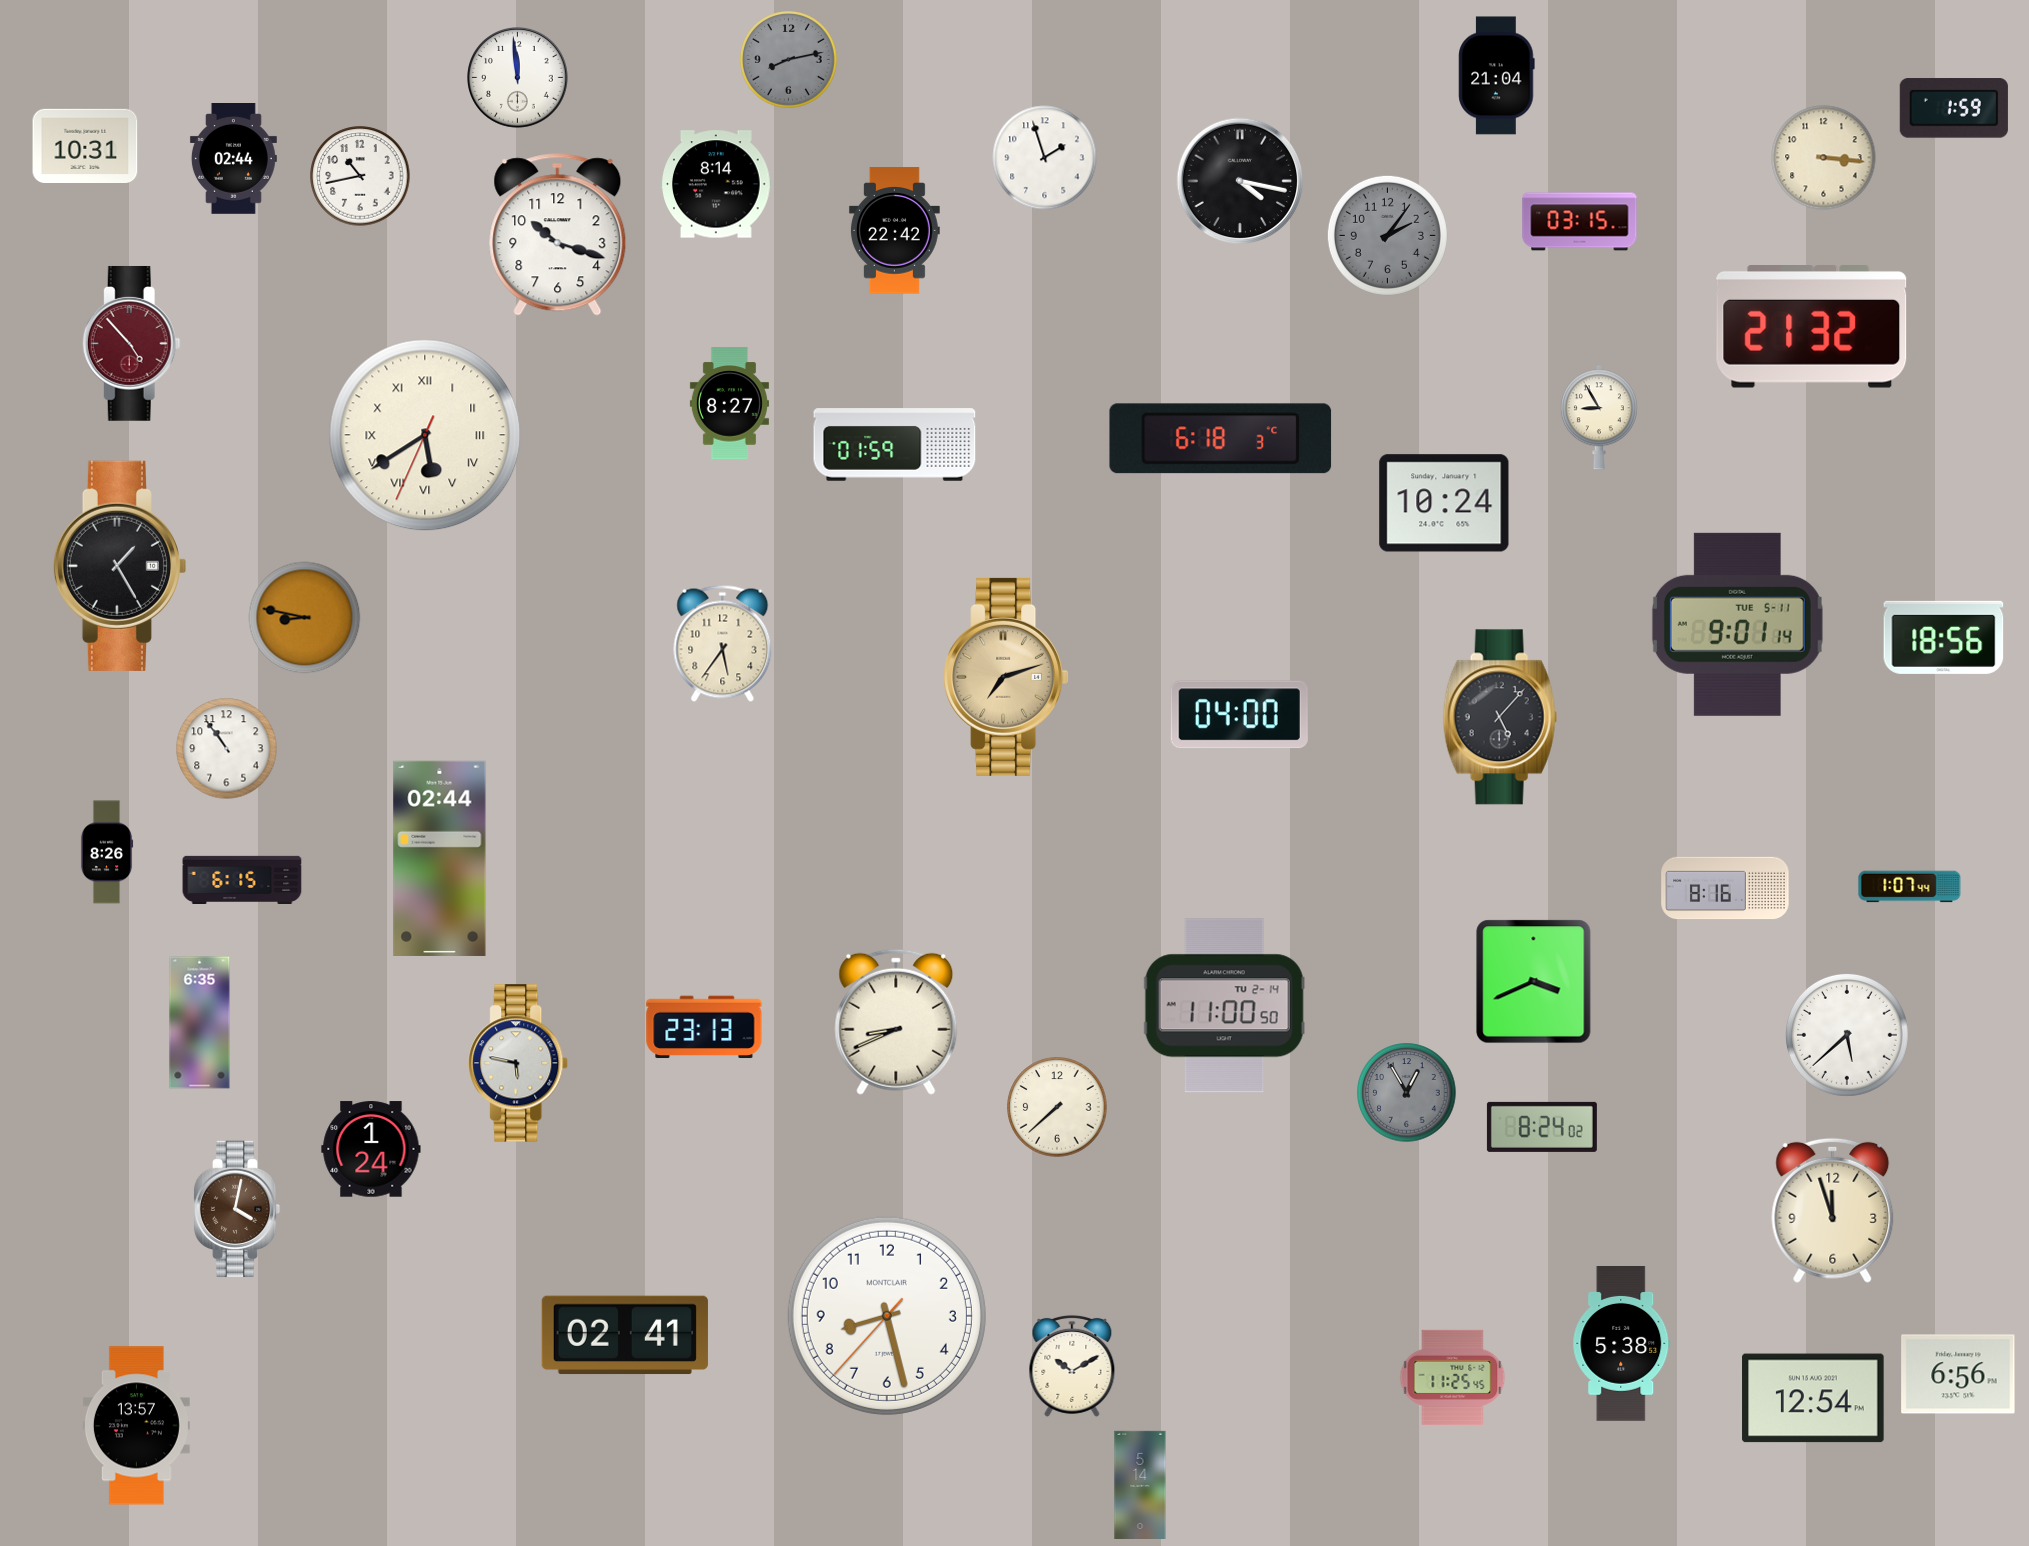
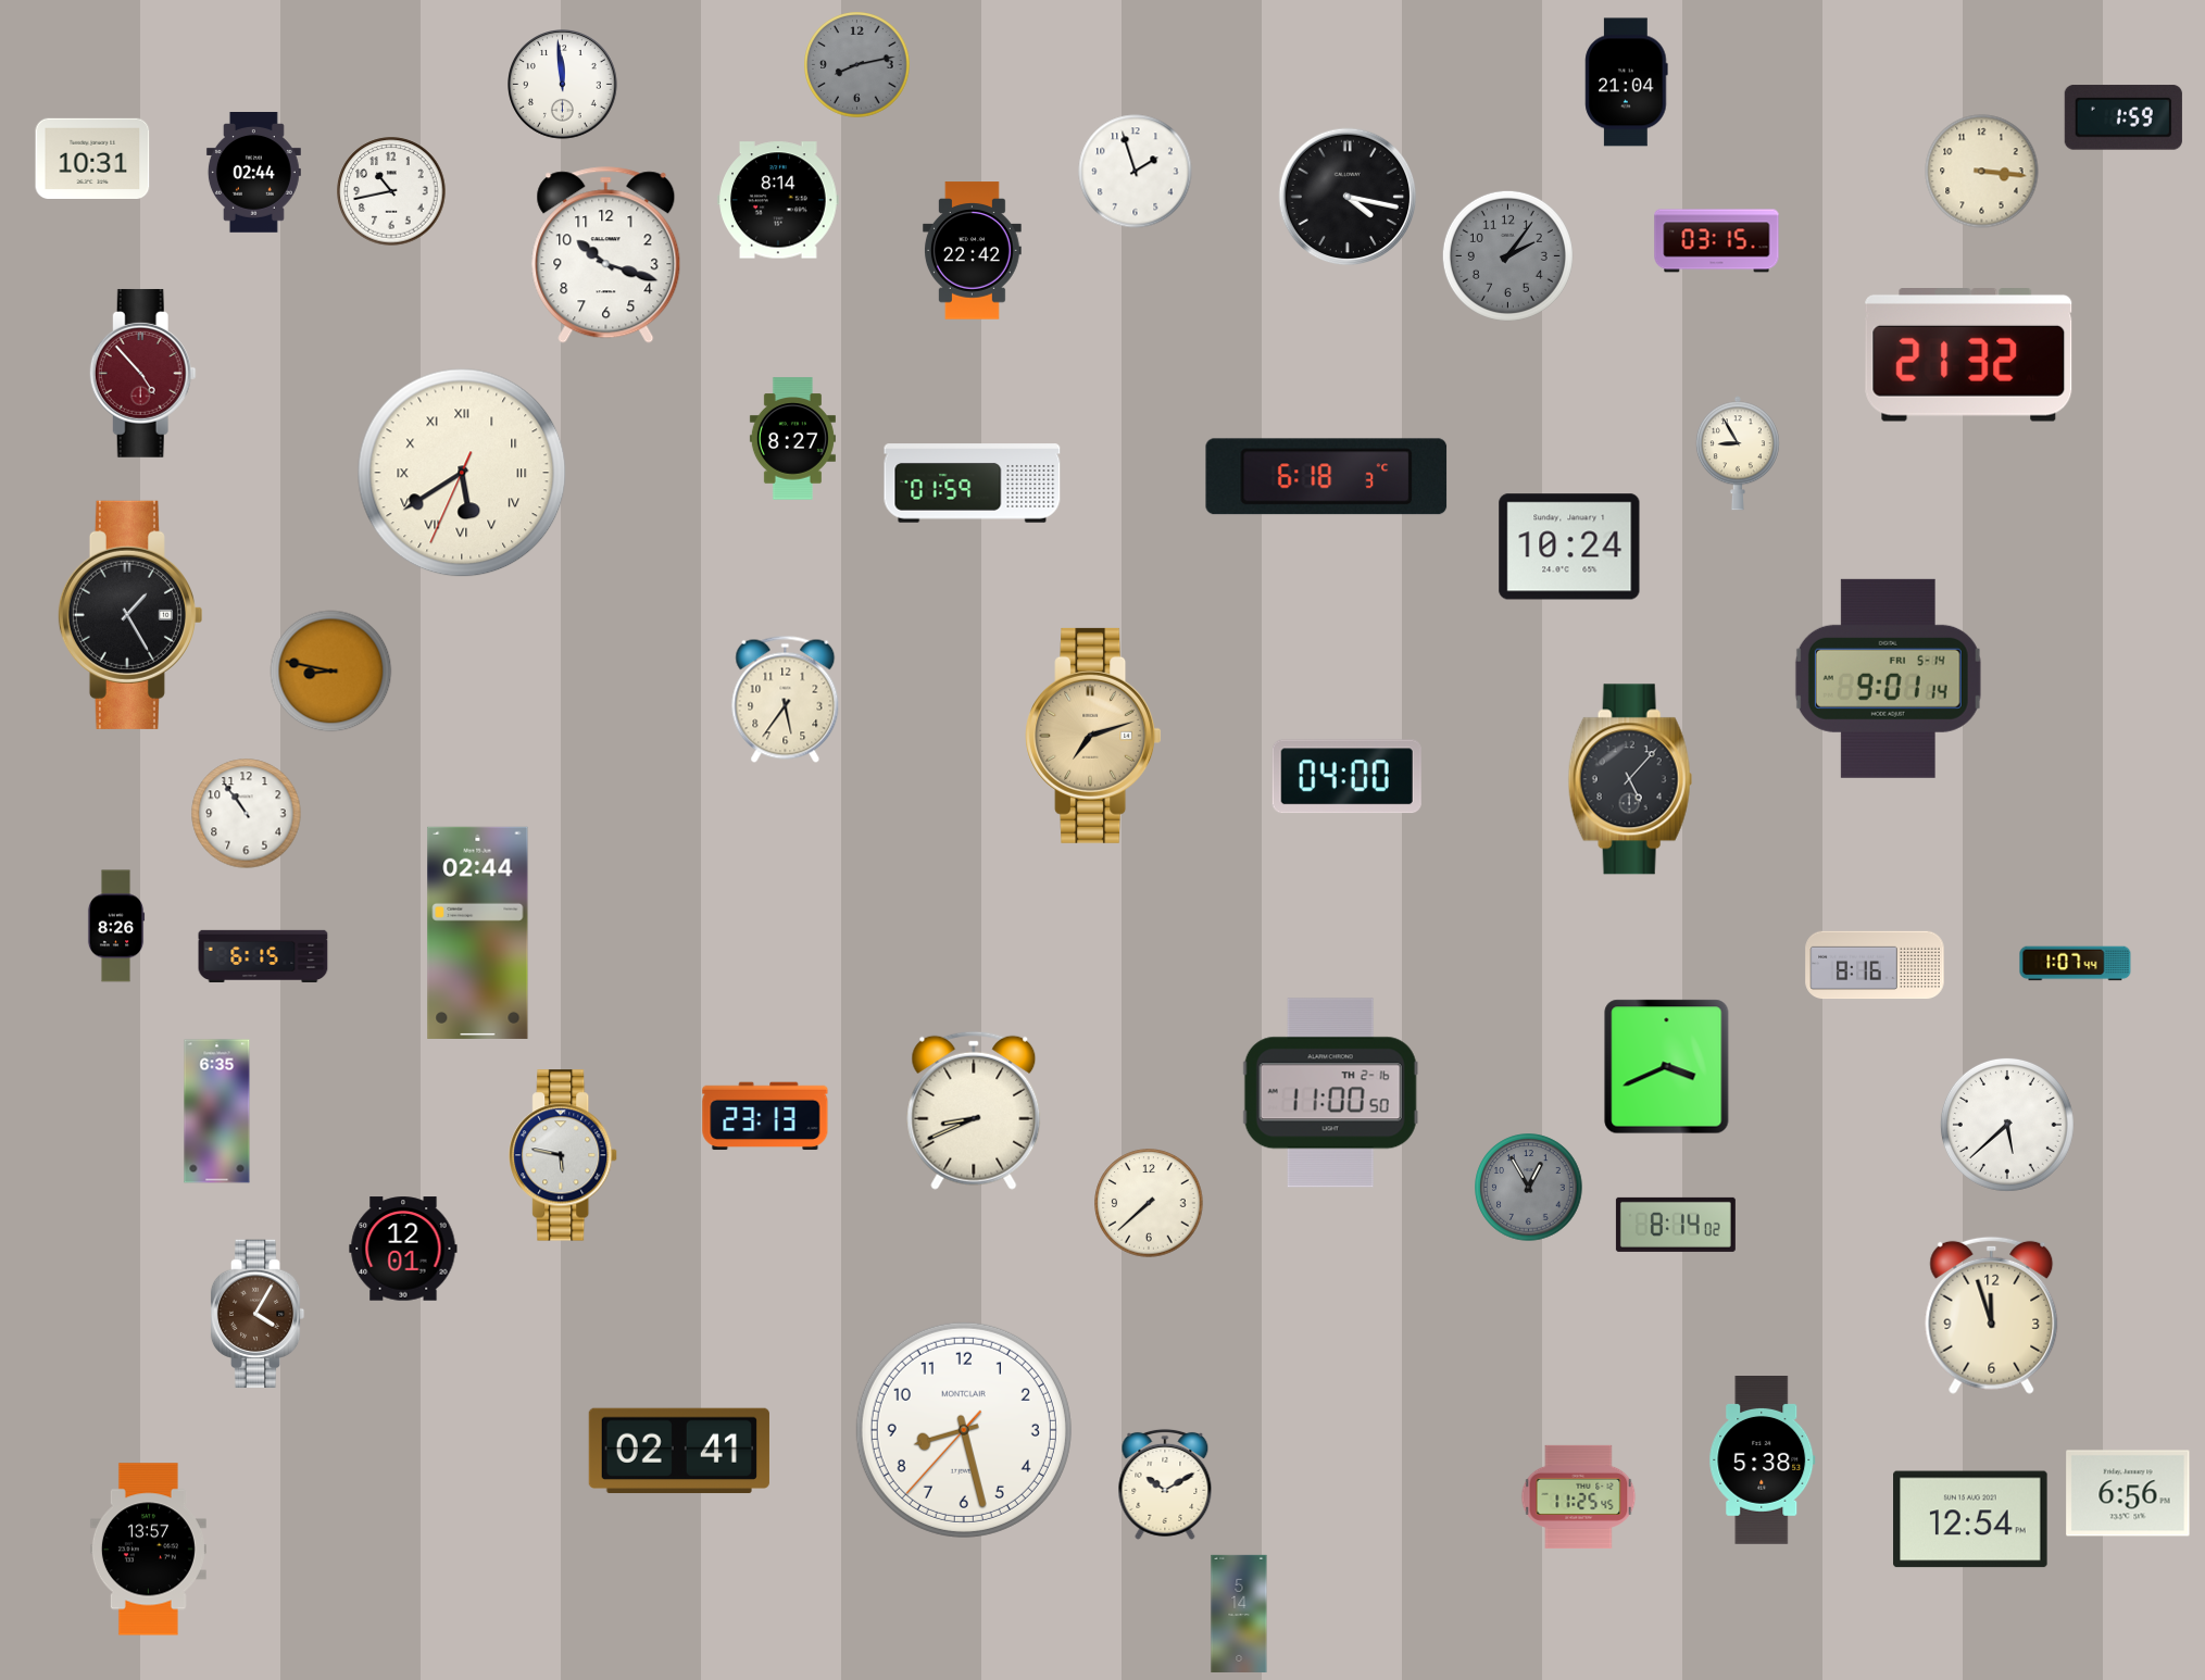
clock at (1737, 624) date: TUE 5-11 -> FRI 5-14
clock at (1944, 637): 18:56 -> none
clock at (1224, 1006) date: TU 2-14 -> TH 2-16
clock at (1542, 1127): 8:24 -> 8:14
clock at (371, 1149): 1:24 -> 12:01
clock at (237, 1209): 4:02 -> 4:05
